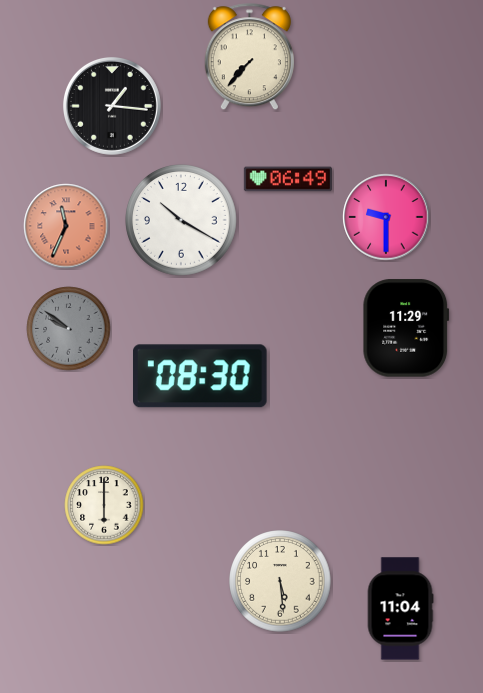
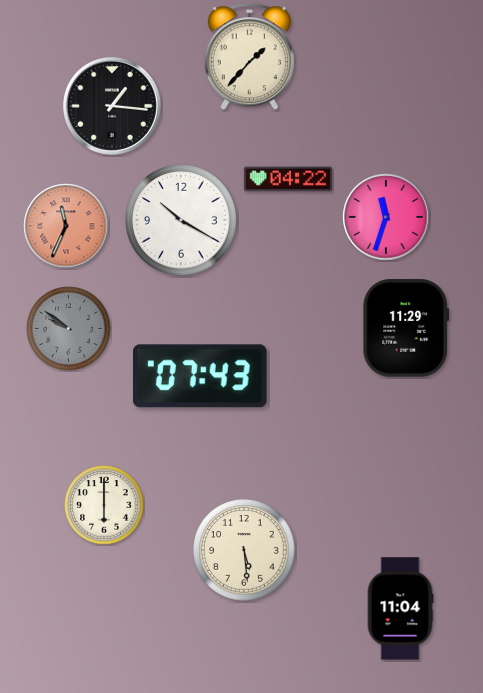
clock at (249, 57): 7:37 -> 1:37
clock at (288, 179): 06:49 -> 04:22
clock at (386, 217): 9:30 -> 11:33
clock at (201, 376): 08:30 -> 07:43
clock at (280, 581) position: (280, 581) -> (244, 550)
